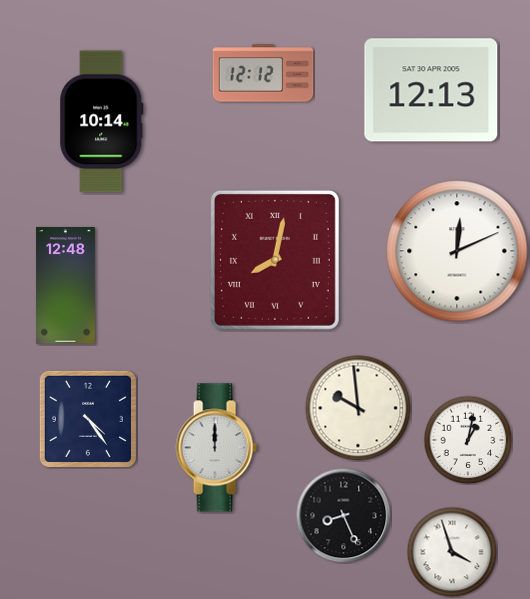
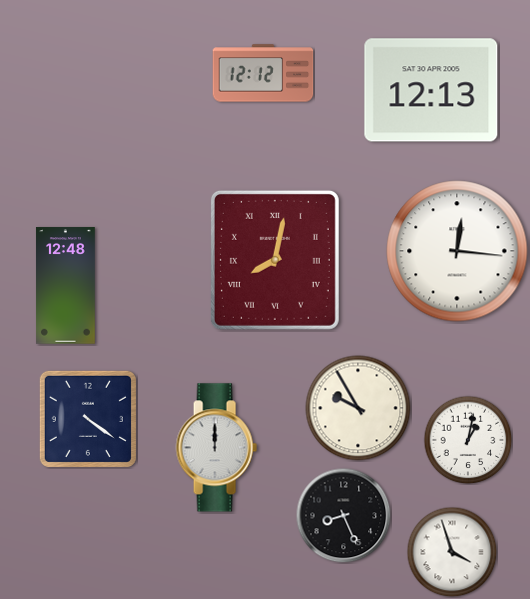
clock at (102, 122): 10:14 -> none
clock at (457, 251): 12:11 -> 12:16
clock at (358, 408): 9:59 -> 9:55
clock at (88, 419): 4:24 -> 4:21
